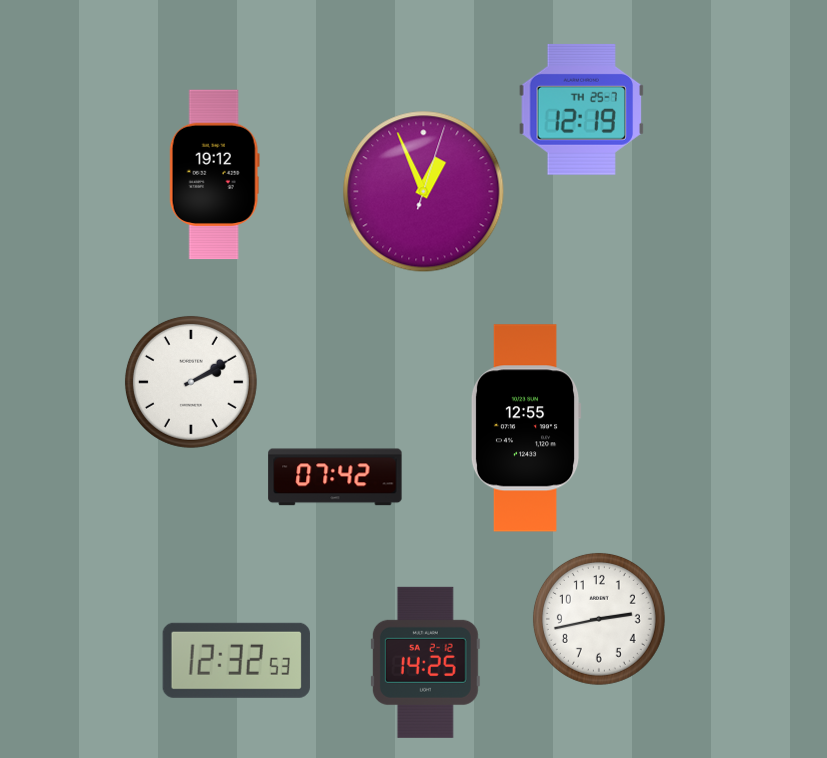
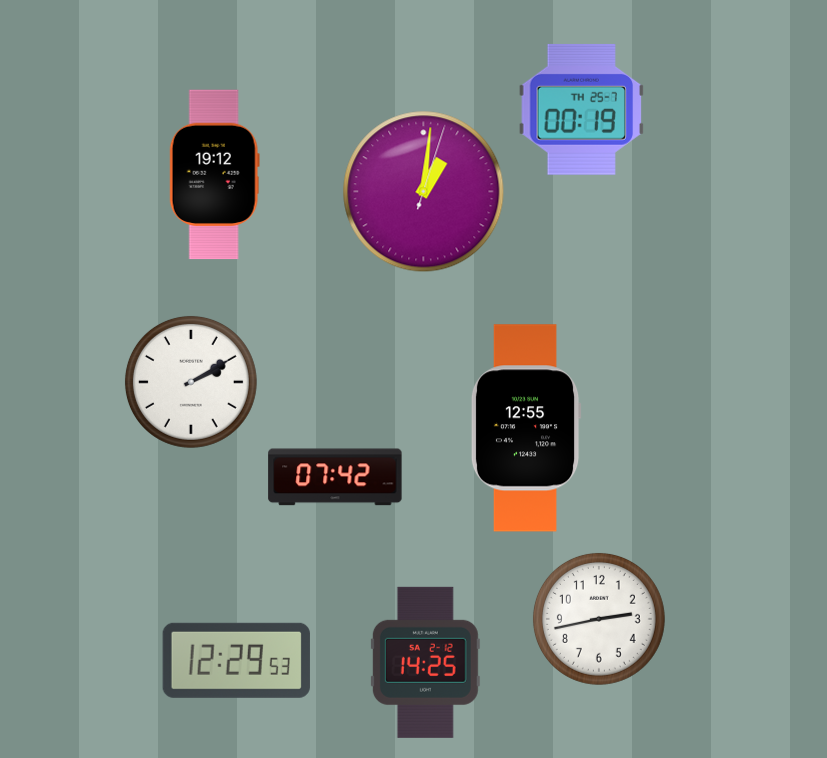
clock at (582, 109): 12:19 -> 00:19
clock at (424, 192): 12:56 -> 1:01
clock at (236, 660): 12:32 -> 12:29
